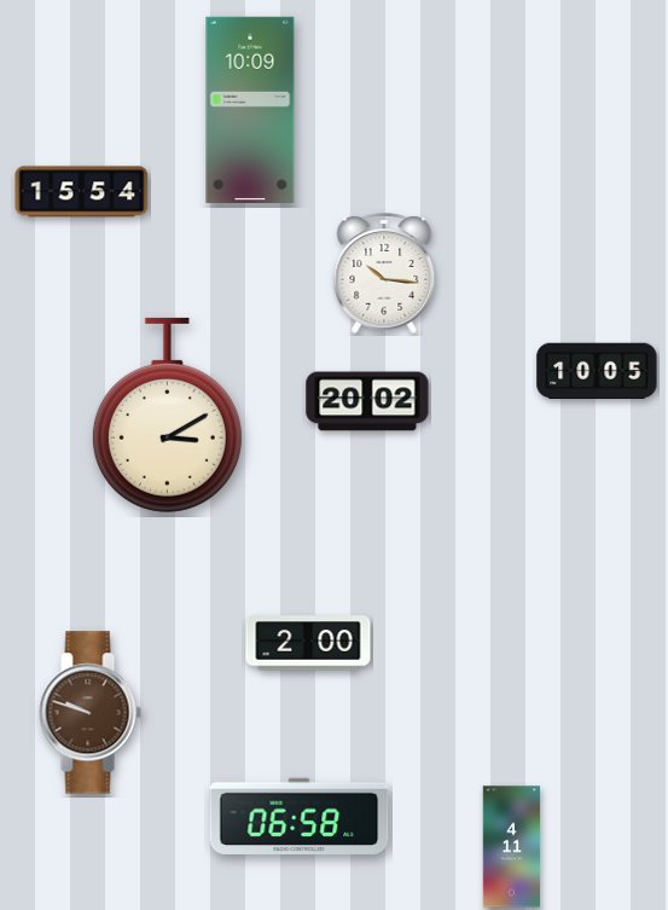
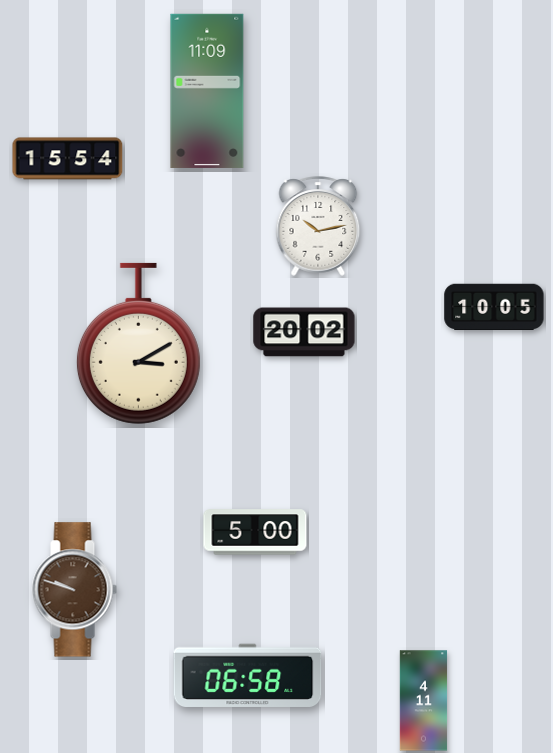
clock at (250, 110): 10:09 -> 11:09
clock at (384, 273): 10:16 -> 10:13
clock at (308, 643): 2:00 -> 5:00
